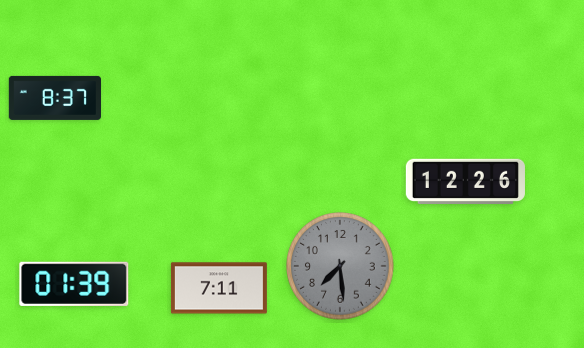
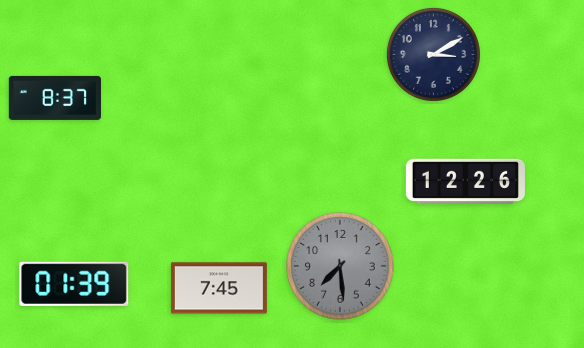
clock at (433, 54): none -> 3:10
clock at (219, 288): 7:11 -> 7:45
